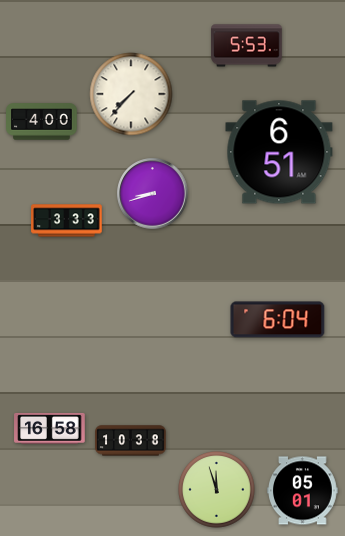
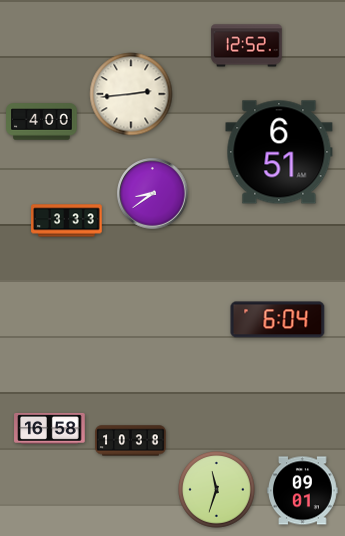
clock at (247, 46): 5:53 -> 12:52
clock at (131, 94): 7:37 -> 2:44
clock at (153, 194): 8:42 -> 8:39
clock at (217, 490): 11:57 -> 11:33
clock at (303, 491): 05:01 -> 09:01
